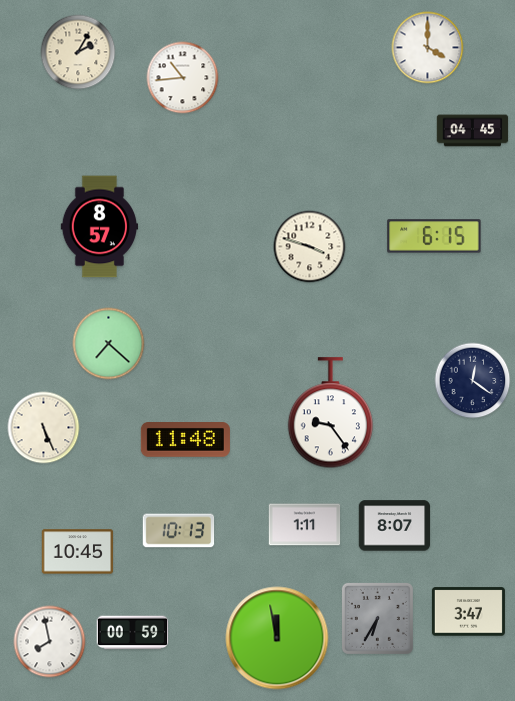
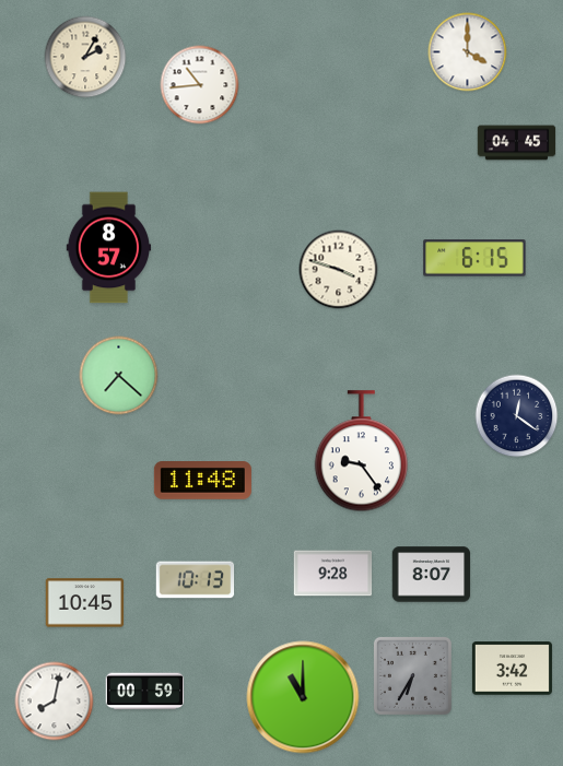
clock at (44, 428): 5:26 -> none
clock at (305, 525): 1:11 -> 9:28
clock at (468, 612): 3:47 -> 3:42
clock at (277, 638): 11:58 -> 11:00
clock at (50, 642): 7:58 -> 8:02
